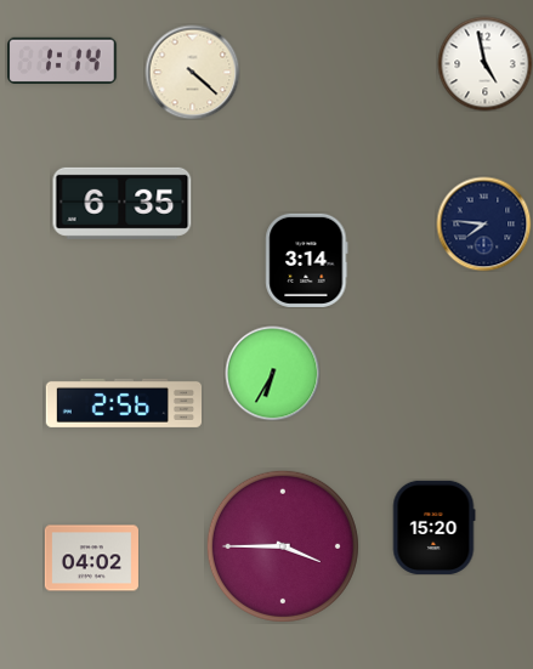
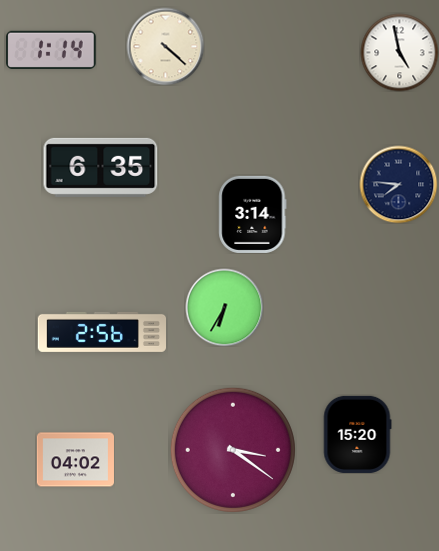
clock at (192, 72) position: (192, 72) -> (165, 46)
clock at (283, 546): 3:45 -> 3:21
